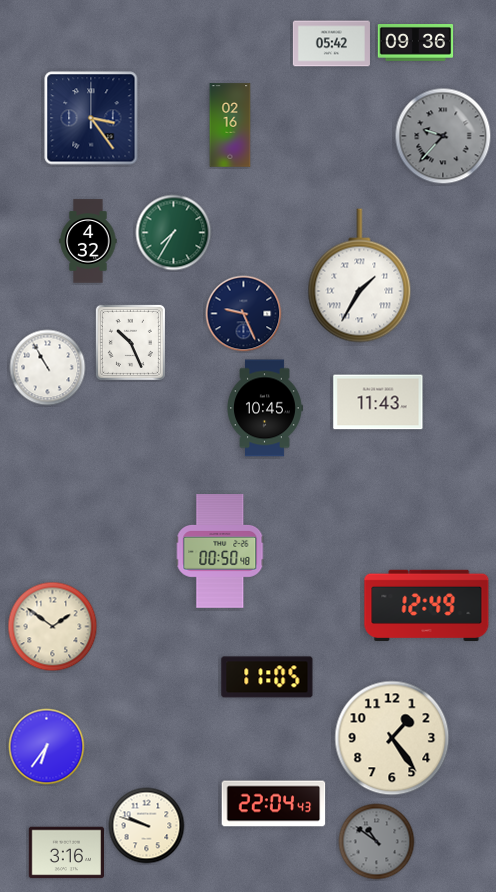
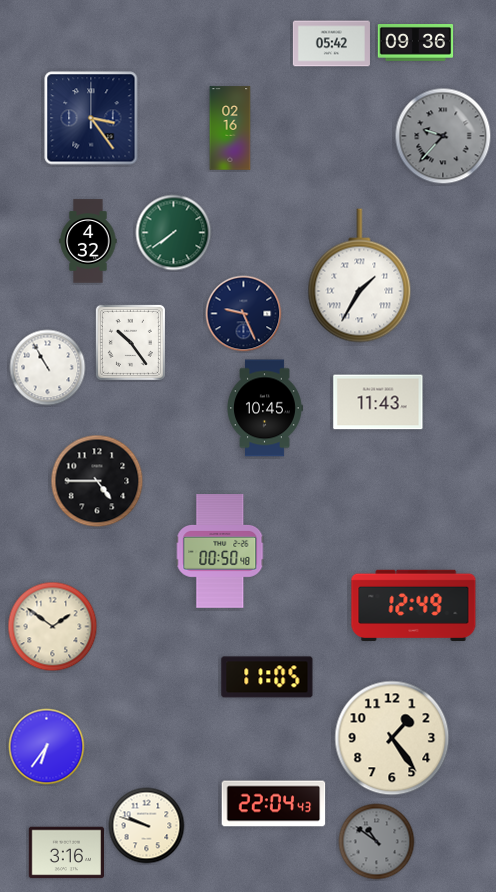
clock at (230, 125) position: (230, 125) -> (230, 128)
clock at (174, 233): 7:35 -> 7:39
clock at (130, 342): 10:26 -> 10:24
clock at (97, 481): none -> 4:45
clock at (427, 606) position: (427, 606) -> (414, 606)
